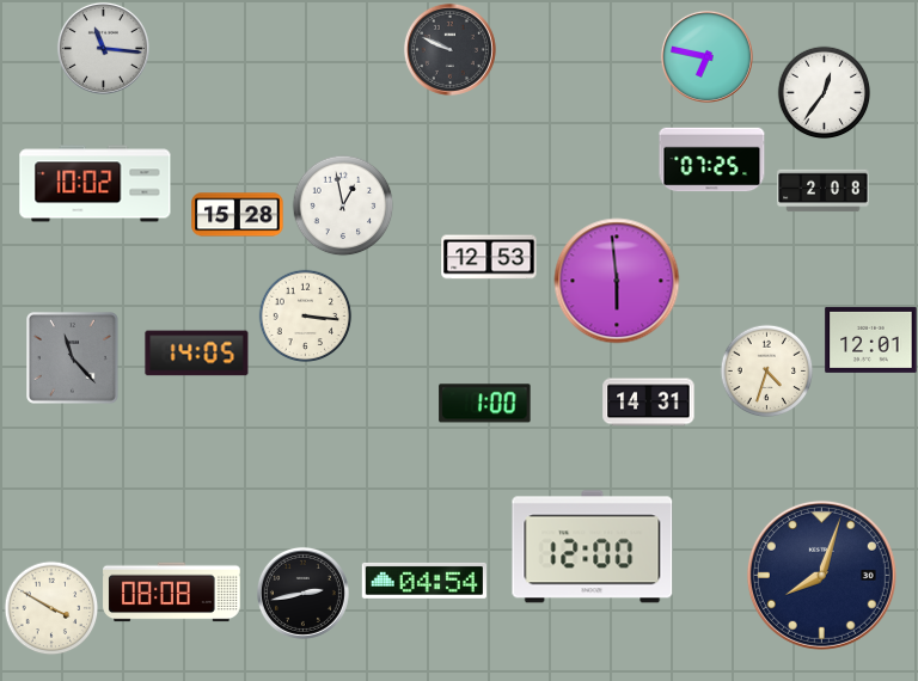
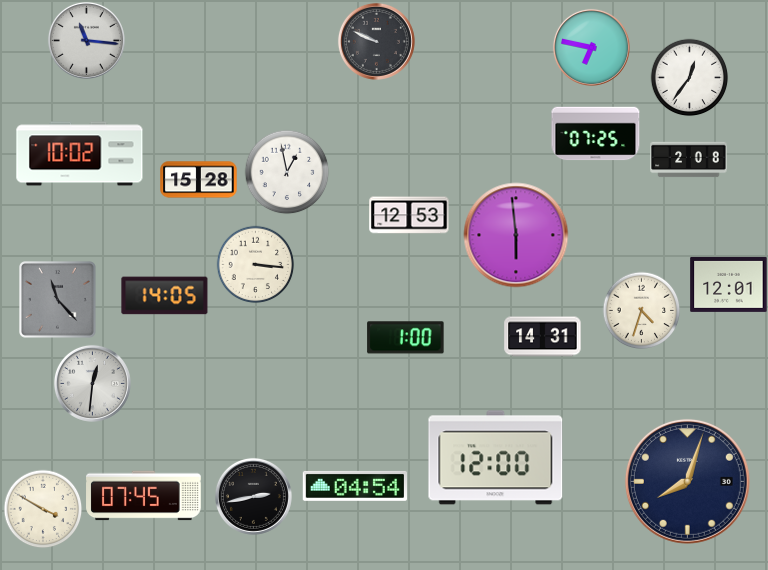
clock at (73, 358) position: (73, 358) -> (58, 300)
clock at (92, 383): none -> 12:31
clock at (172, 593): 08:08 -> 07:45
